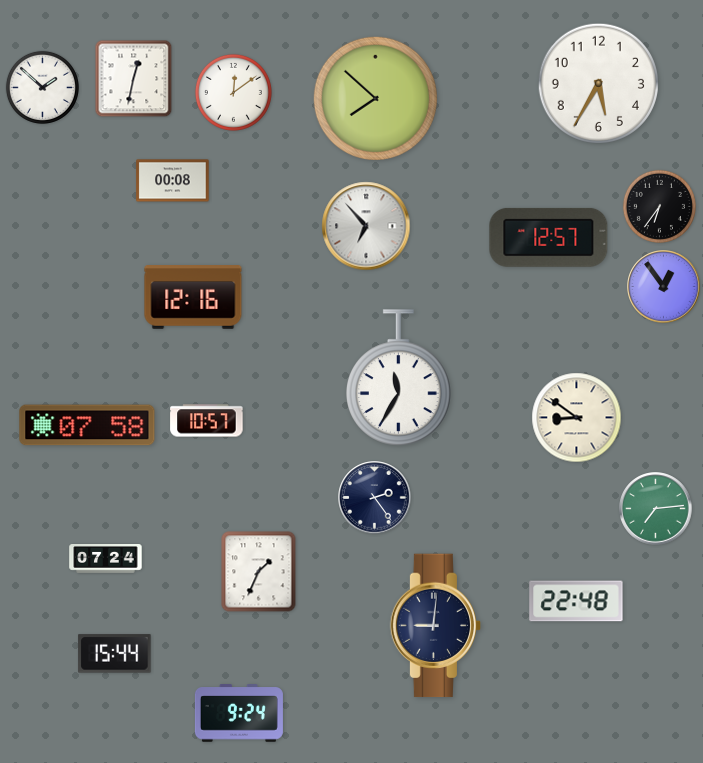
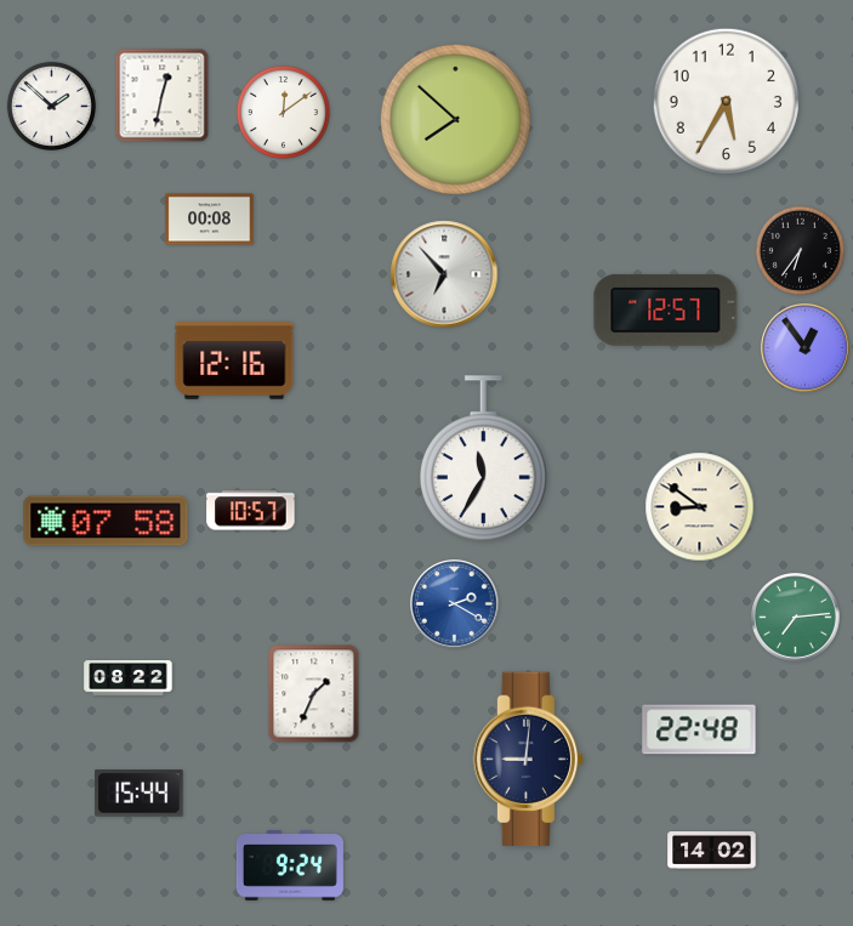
clock at (549, 237) position: (549, 237) -> (666, 309)
clock at (87, 425) position: (87, 425) -> (106, 521)
clock at (375, 498): 2:24 -> 2:20
clock at (375, 498) dial: navy -> blue
clock at (106, 559): 07:24 -> 08:22
clock at (712, 851): none -> 14:02
